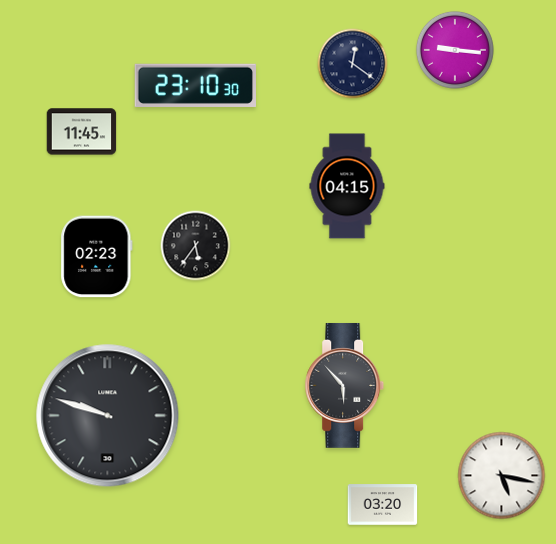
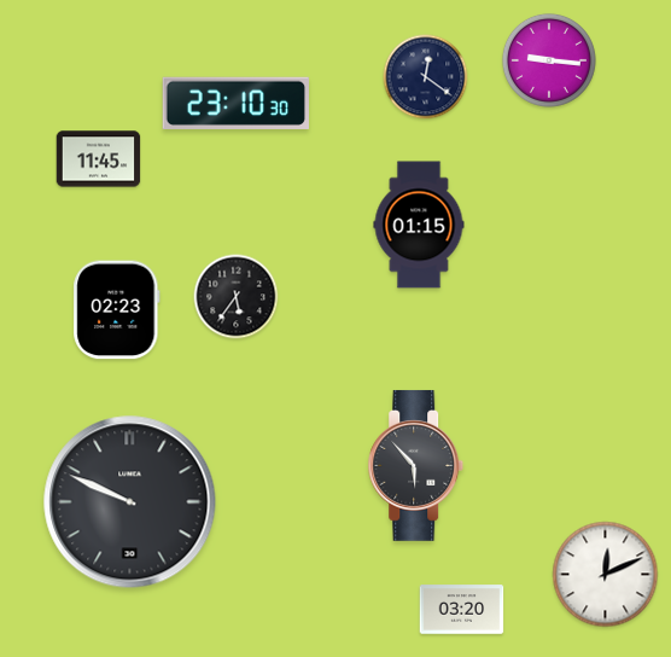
clock at (347, 186): 04:15 -> 01:15
clock at (108, 416): 9:48 -> 9:49
clock at (502, 476): 5:17 -> 12:11
